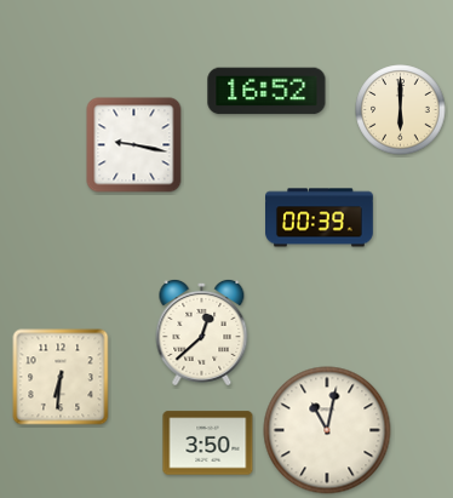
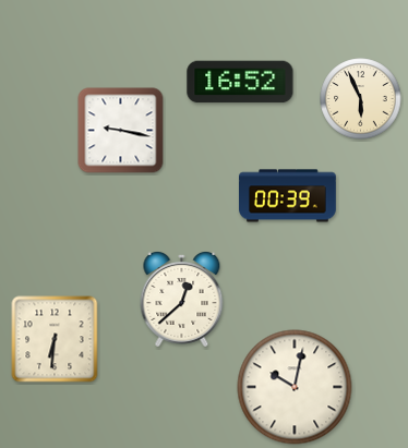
clock at (401, 110): 6:00 -> 5:56
clock at (327, 430): 11:02 -> 10:02
clock at (208, 443): 3:50 -> none
